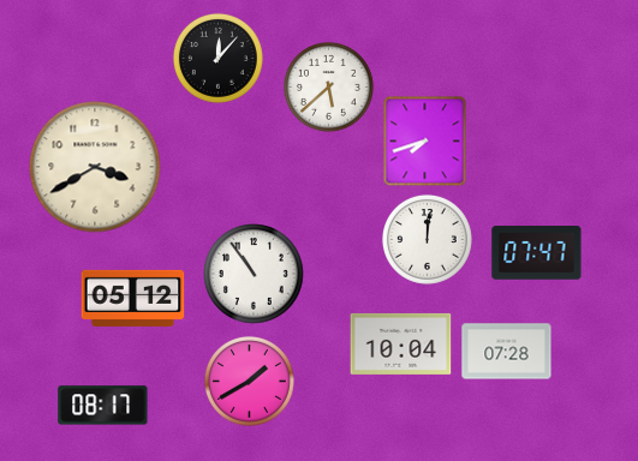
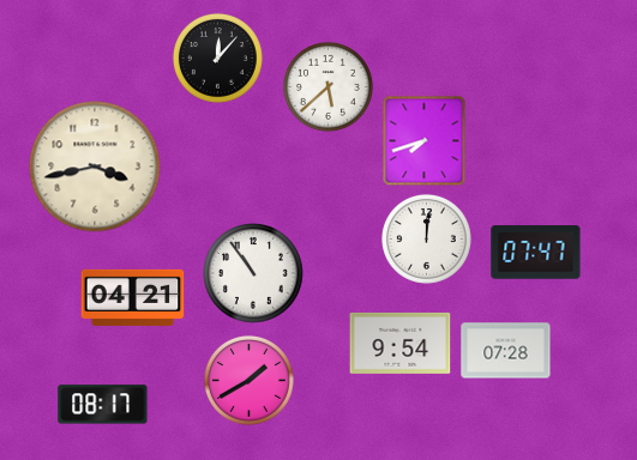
clock at (95, 167): 3:40 -> 3:43
clock at (133, 298): 05:12 -> 04:21
clock at (401, 343): 10:04 -> 9:54
